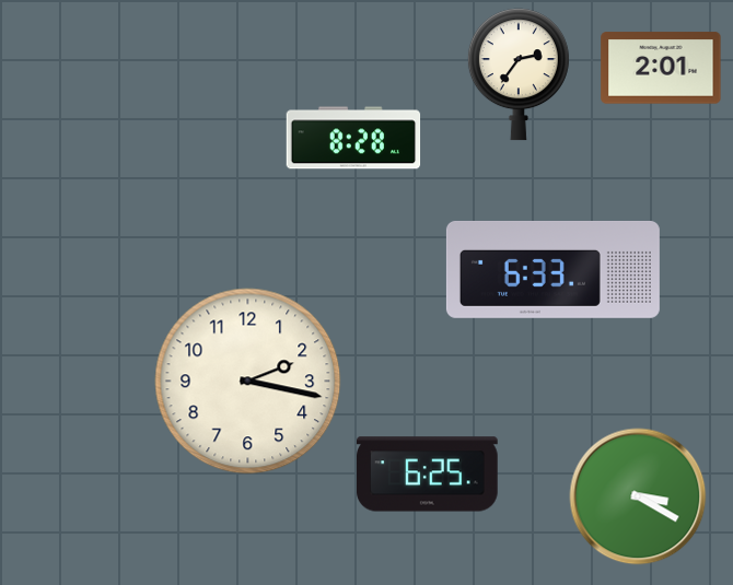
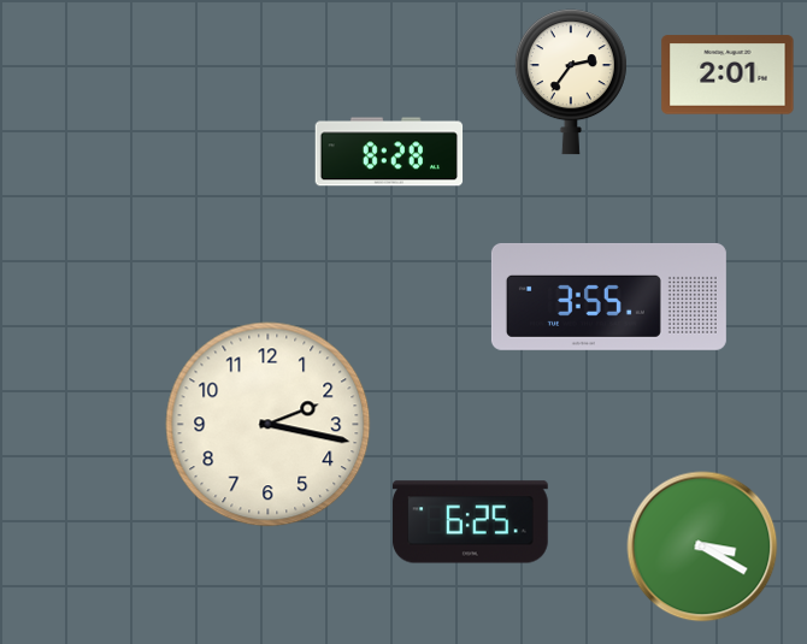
clock at (552, 269): 6:33 -> 3:55
clock at (248, 382) position: (248, 382) -> (269, 425)
